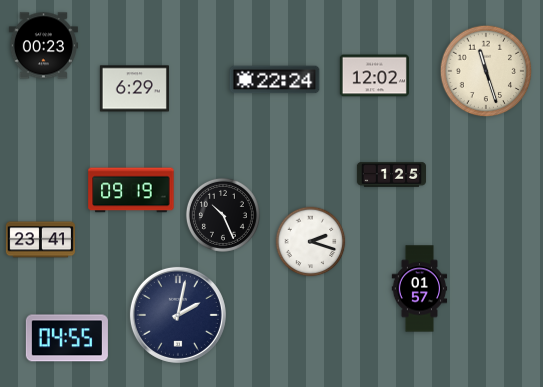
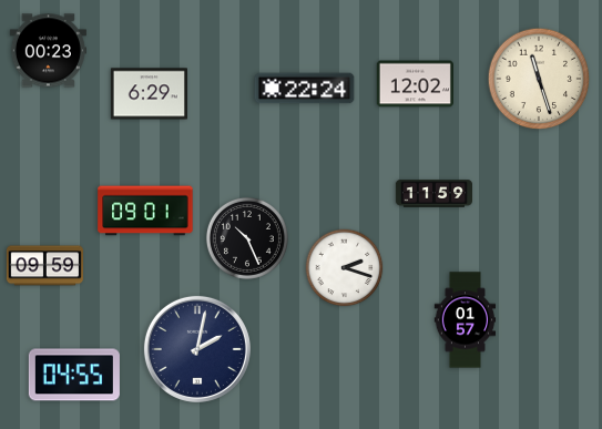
clock at (134, 89) position: (134, 89) -> (149, 94)
clock at (391, 175): 1:25 -> 11:59
clock at (131, 190): 09:19 -> 09:01
clock at (40, 240): 23:41 -> 09:59
